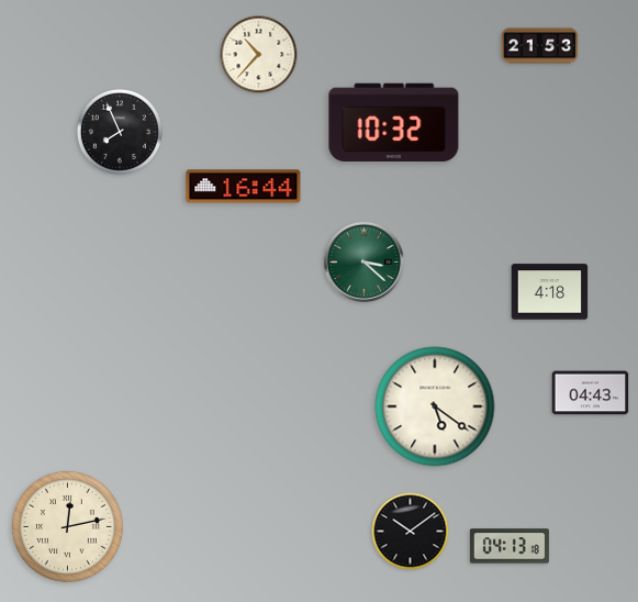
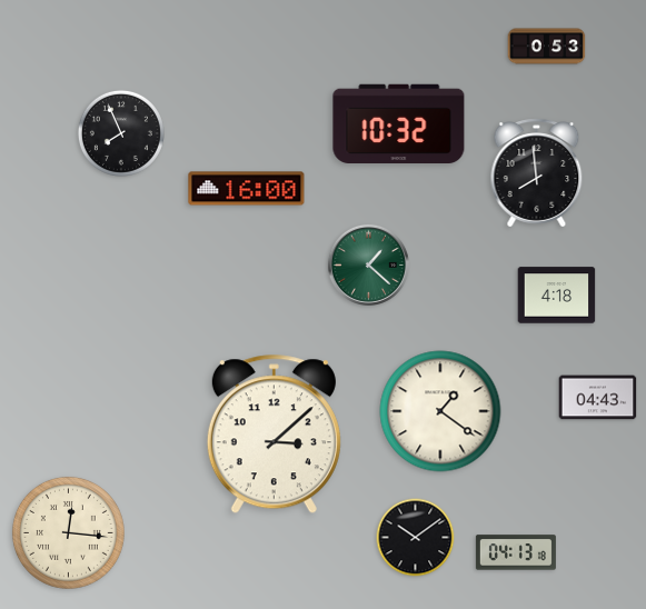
clock at (540, 46): 21:53 -> 0:53
clock at (259, 55): 10:37 -> none
clock at (537, 173): none -> 7:59
clock at (244, 187): 16:44 -> 16:00
clock at (363, 261): 3:22 -> 1:22
clock at (435, 406): 5:21 -> 1:21
clock at (274, 435): none -> 3:08
clock at (67, 526): 12:13 -> 12:16
